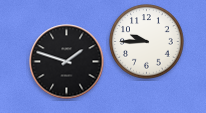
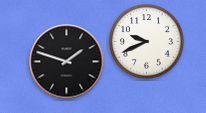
clock at (147, 42): 9:45 -> 9:41
